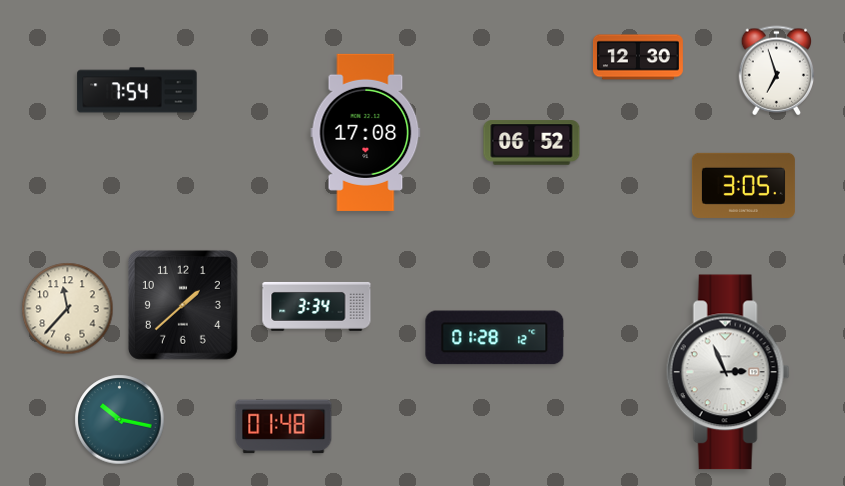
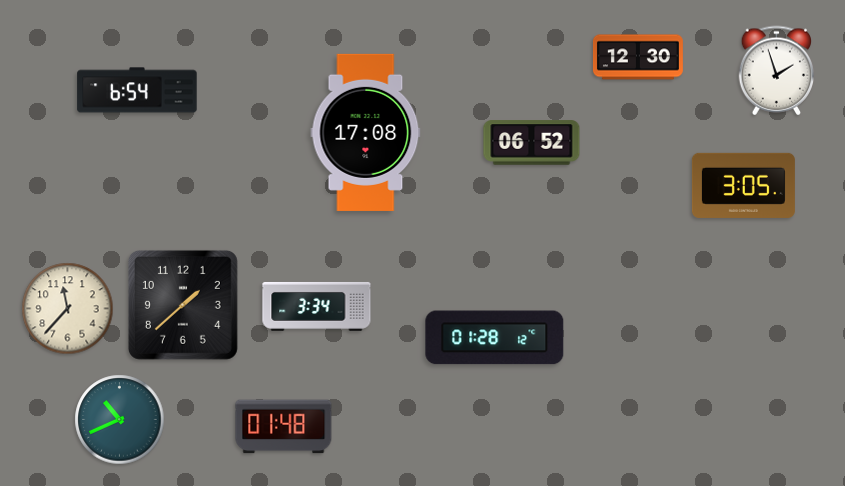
clock at (777, 71): 6:57 -> 1:57
clock at (137, 90): 7:54 -> 6:54
clock at (728, 372): 2:56 -> none
clock at (120, 420): 10:17 -> 10:41
